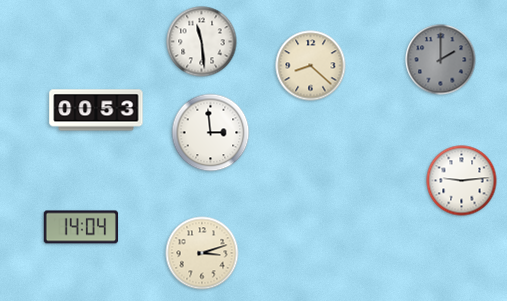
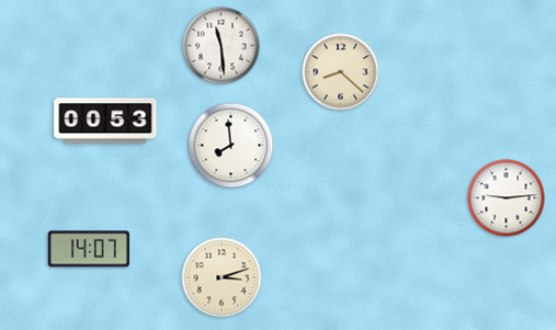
clock at (441, 60): 2:00 -> none
clock at (211, 133): 2:59 -> 7:59
clock at (81, 227): 14:04 -> 14:07
